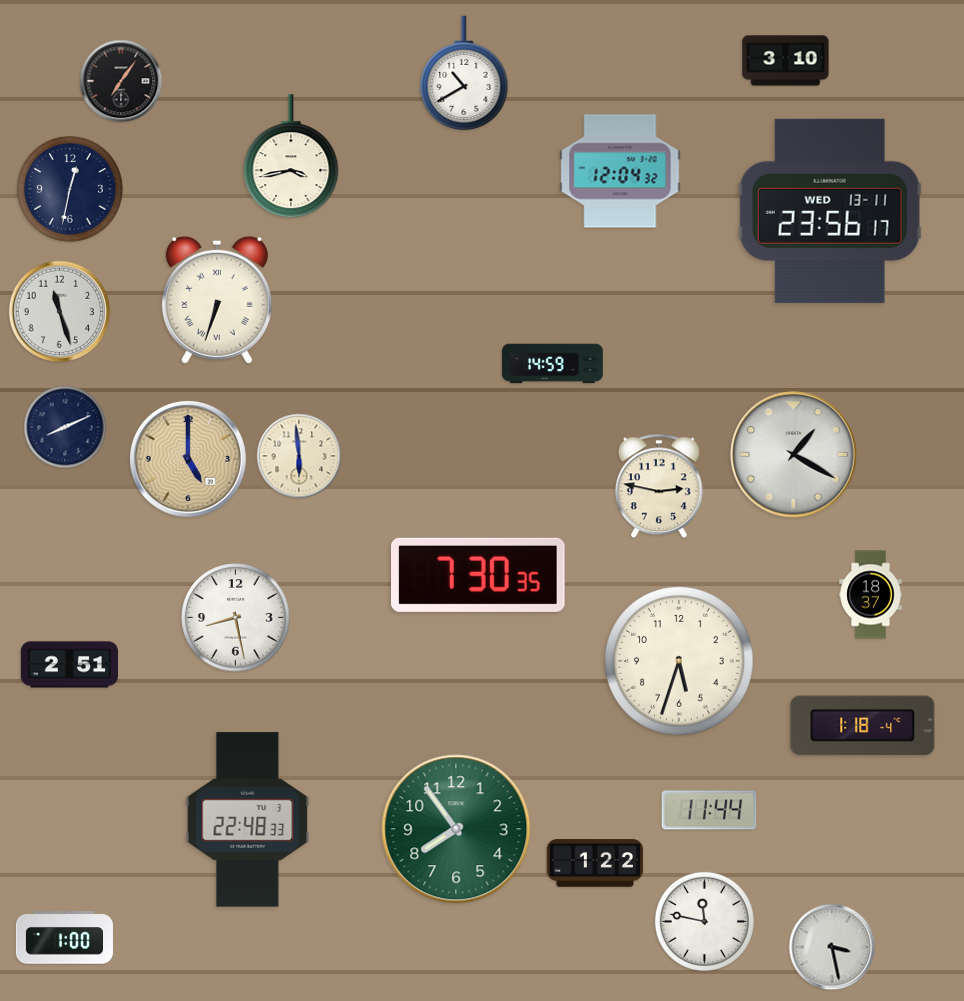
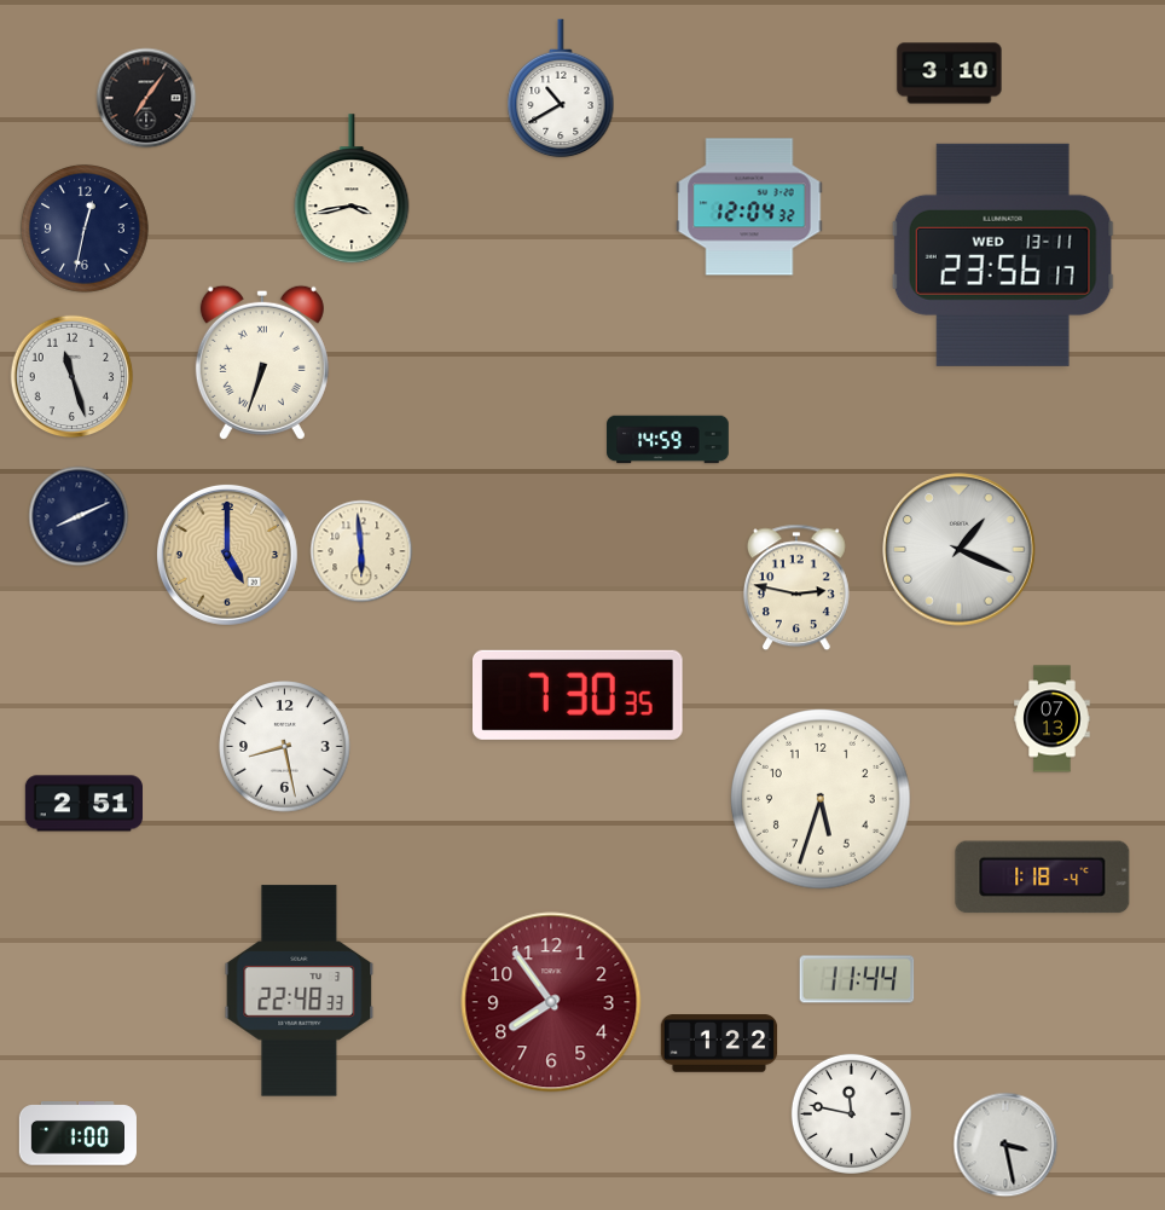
clock at (794, 455): 1:20 -> 1:19
clock at (871, 595): 18:37 -> 07:13
clock at (456, 829) dial: green -> burgundy
